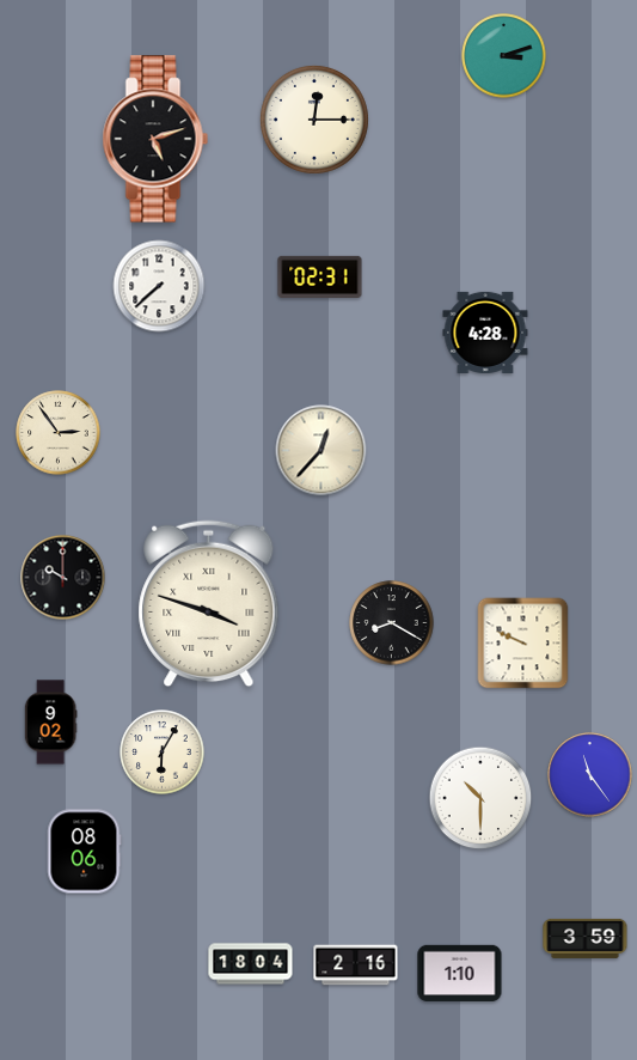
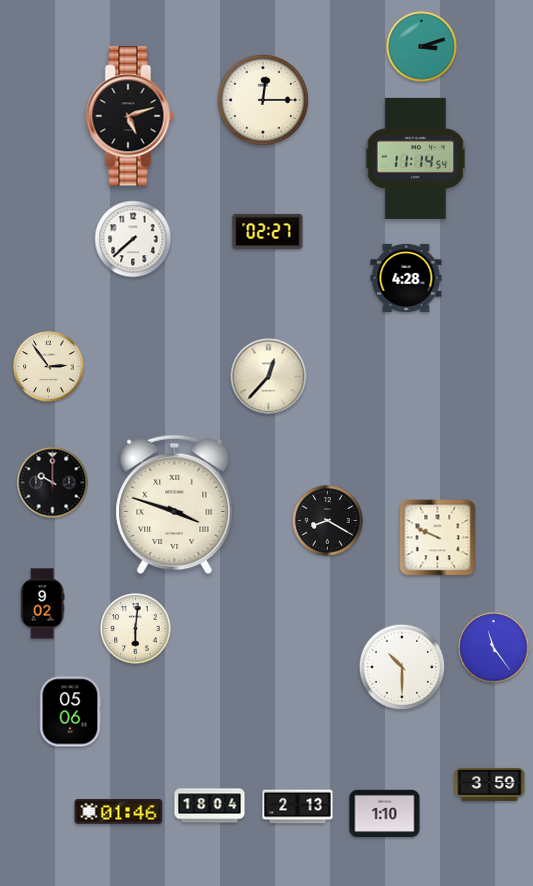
clock at (416, 158): none -> 11:14
clock at (320, 276): 02:31 -> 02:27
clock at (59, 433) position: (59, 433) -> (49, 367)
clock at (163, 753): 6:05 -> 6:01
clock at (84, 852): 08:06 -> 05:06
clock at (356, 965): 2:16 -> 2:13
clock at (119, 812): none -> 01:46
